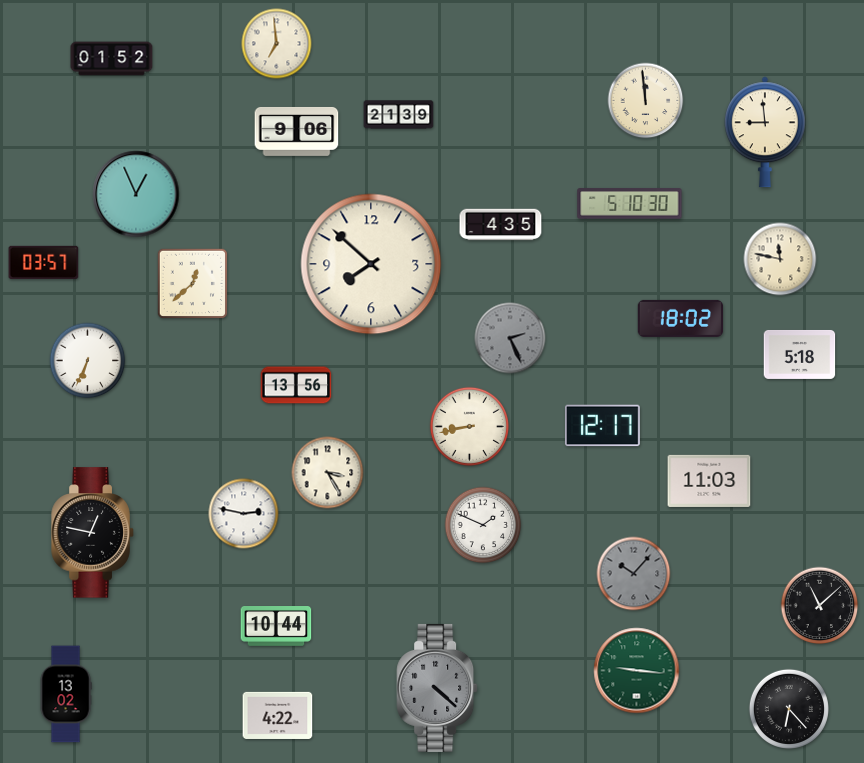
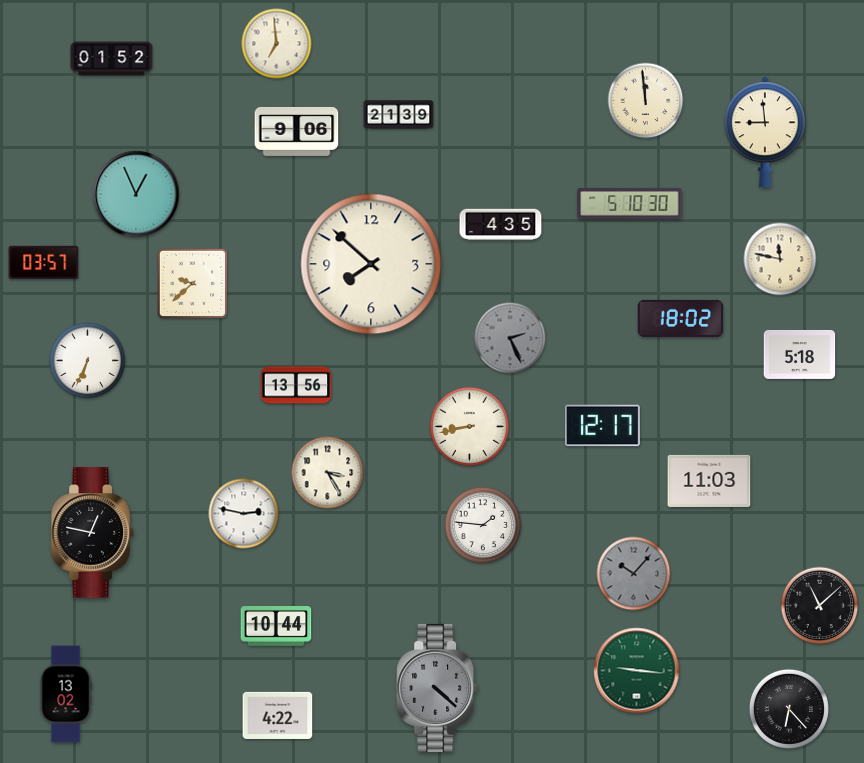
clock at (193, 284): 12:38 -> 9:38
clock at (483, 525): 1:49 -> 1:46
